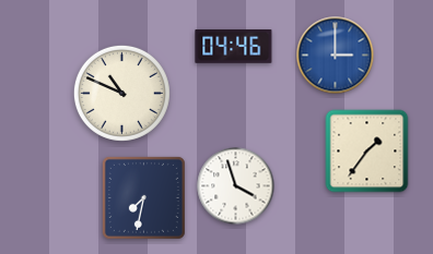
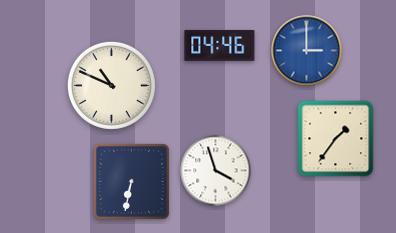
clock at (234, 46) position: (234, 46) -> (220, 45)
clock at (143, 197): 7:32 -> 6:32
